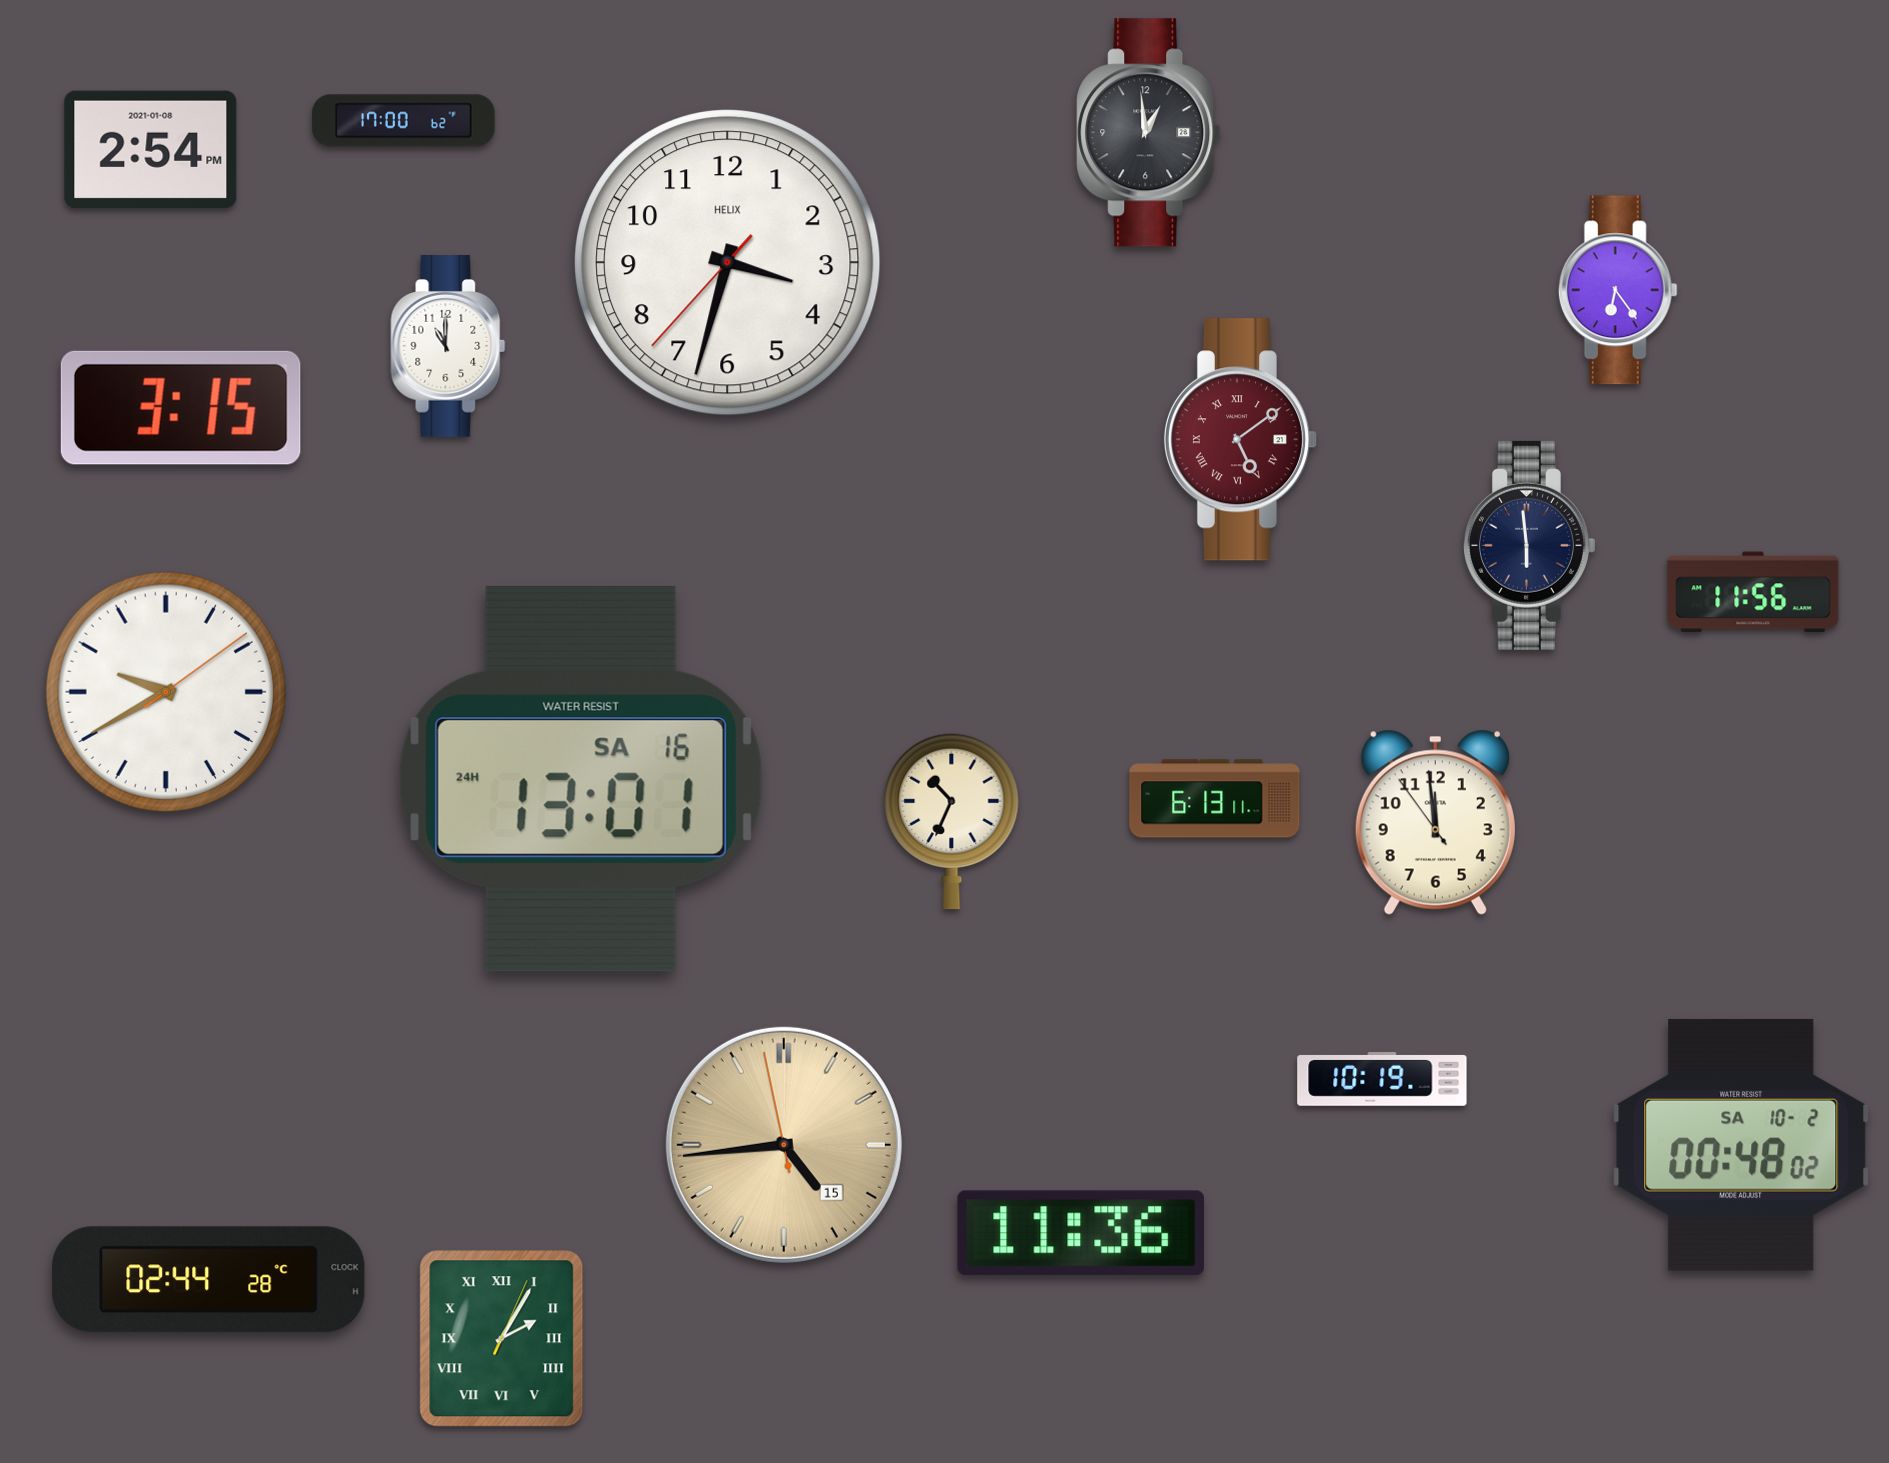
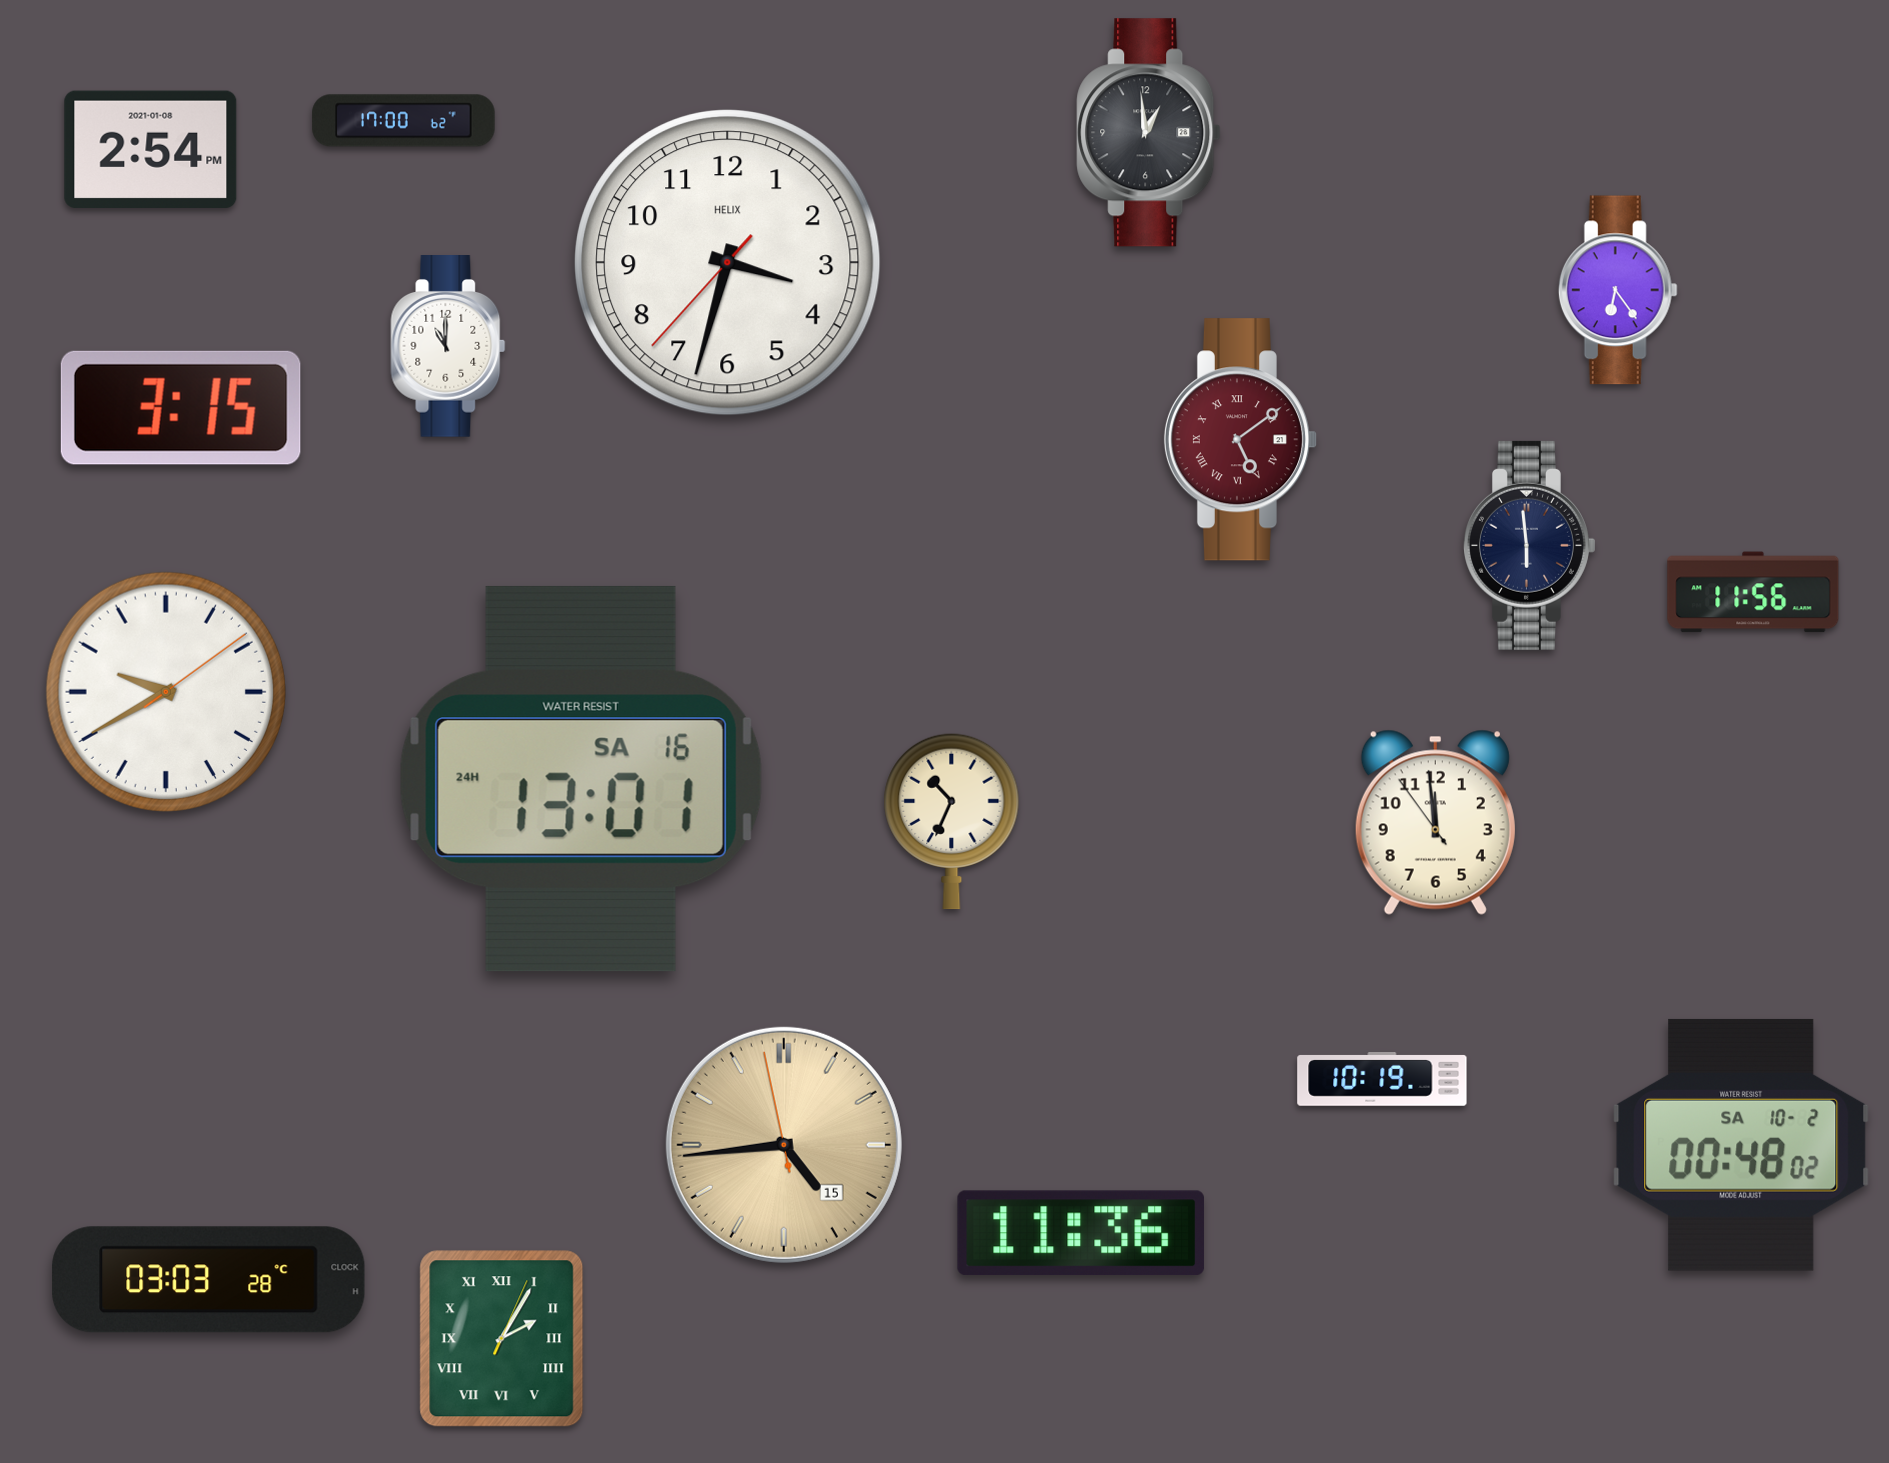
clock at (1215, 799): 6:13 -> none
clock at (209, 1280): 02:44 -> 03:03
